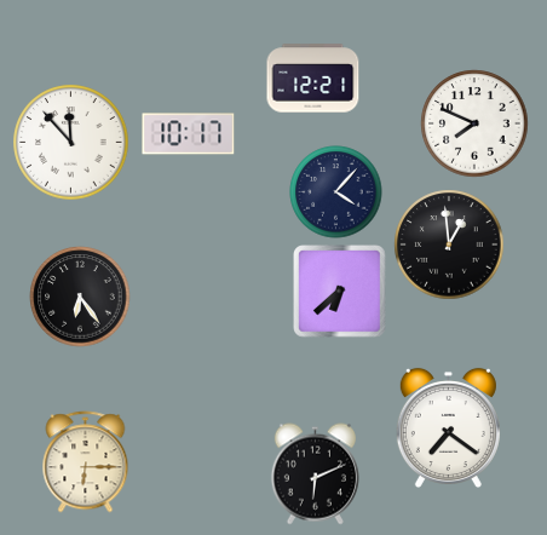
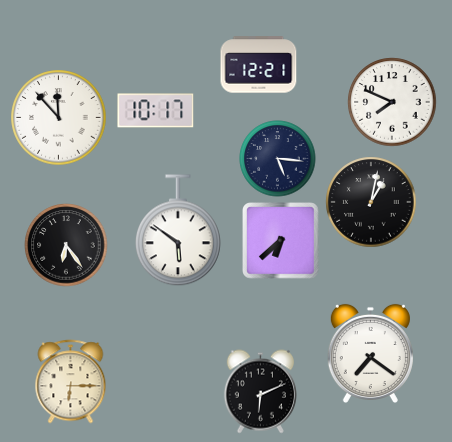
clock at (336, 192): 4:07 -> 5:16
clock at (449, 245): 12:59 -> 1:02
clock at (178, 231): none -> 5:51
